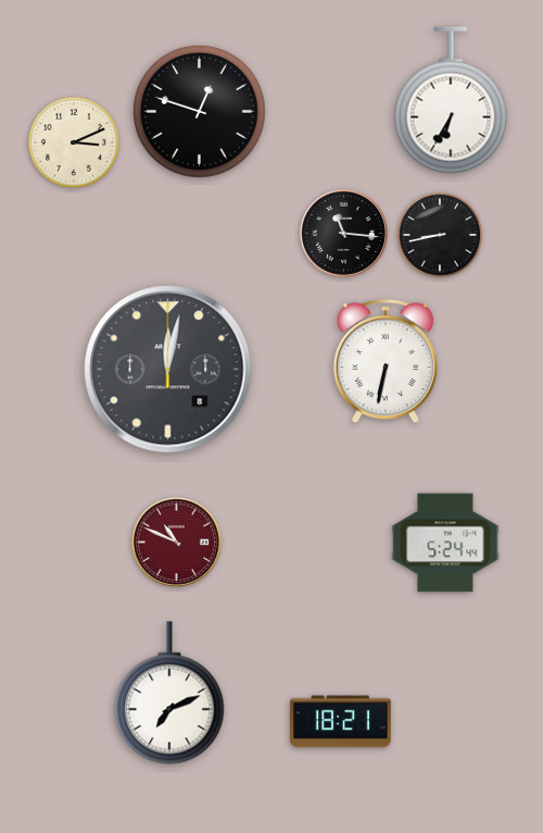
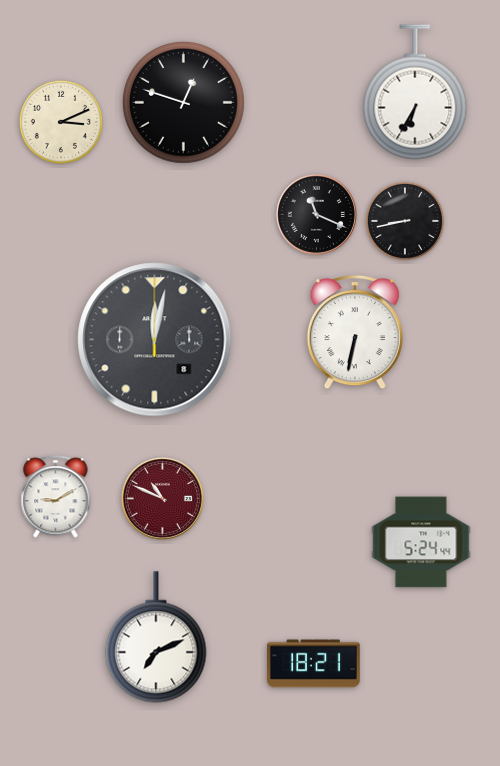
clock at (74, 142) position: (74, 142) -> (61, 122)
clock at (343, 233): 11:16 -> 11:19
clock at (440, 235) position: (440, 235) -> (405, 221)
clock at (56, 497): none -> 9:10
clock at (445, 543) position: (445, 543) -> (421, 542)
